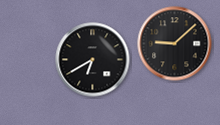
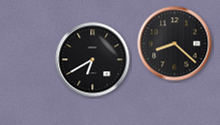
clock at (175, 44): 9:08 -> 8:22
